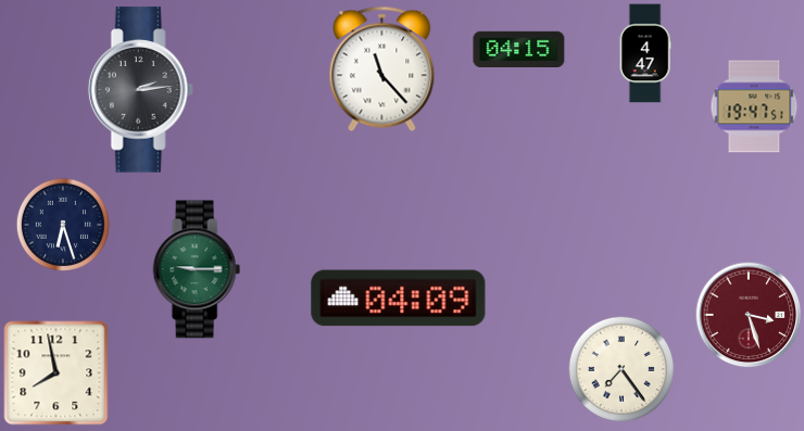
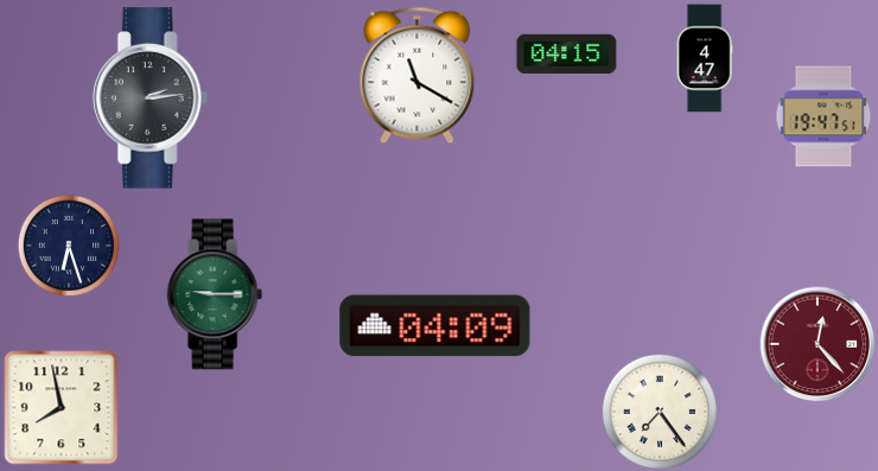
clock at (382, 69): 11:23 -> 11:20
clock at (140, 90) position: (140, 90) -> (149, 98)
clock at (749, 315): 3:27 -> 12:23
clock at (621, 369) position: (621, 369) -> (660, 412)
